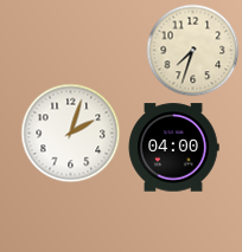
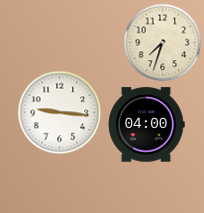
clock at (70, 133): 2:03 -> 9:16
